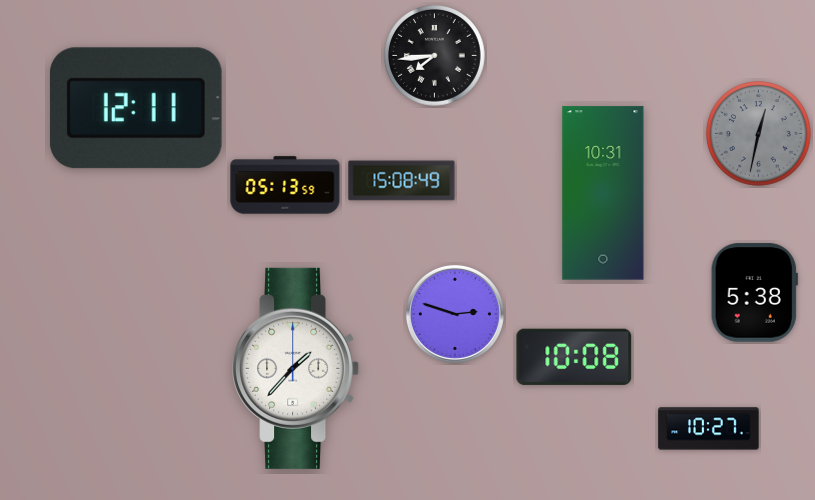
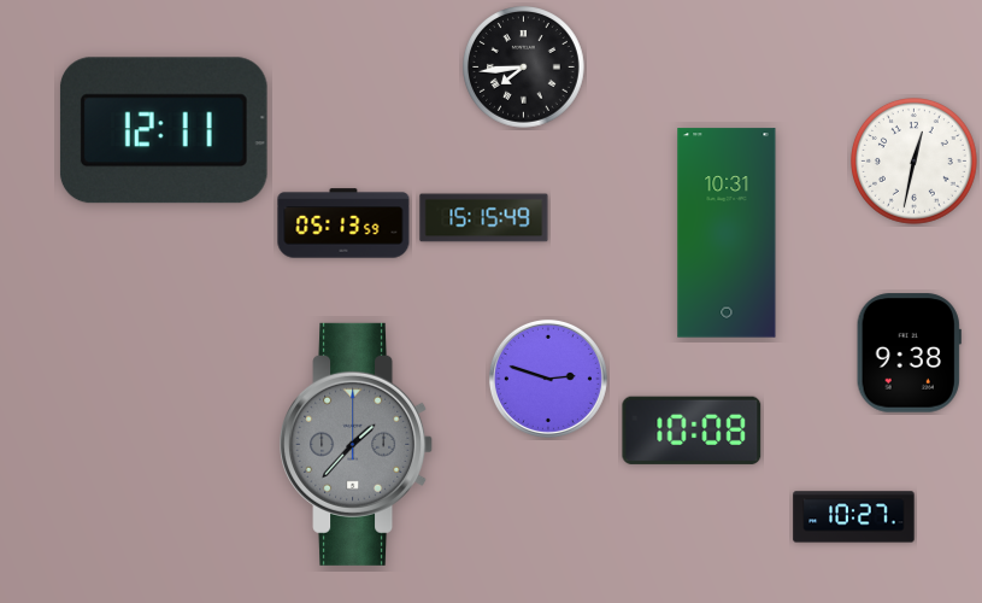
clock at (759, 134) dial: grey -> white
clock at (402, 181): 15:08 -> 15:15
clock at (754, 293): 5:38 -> 9:38
clock at (296, 368) dial: white -> grey
